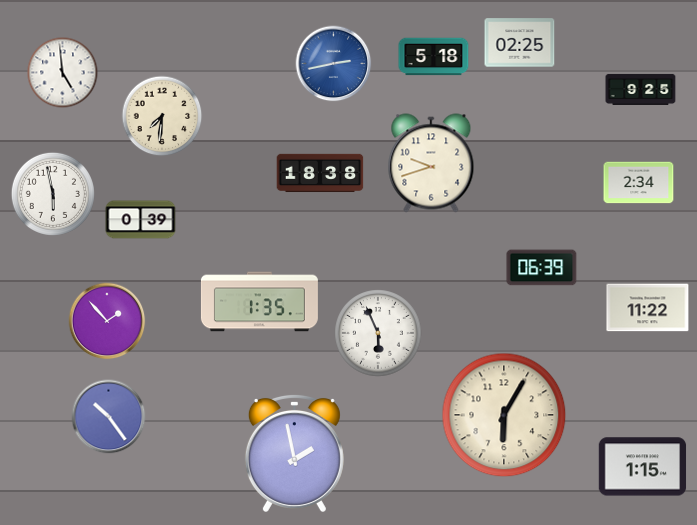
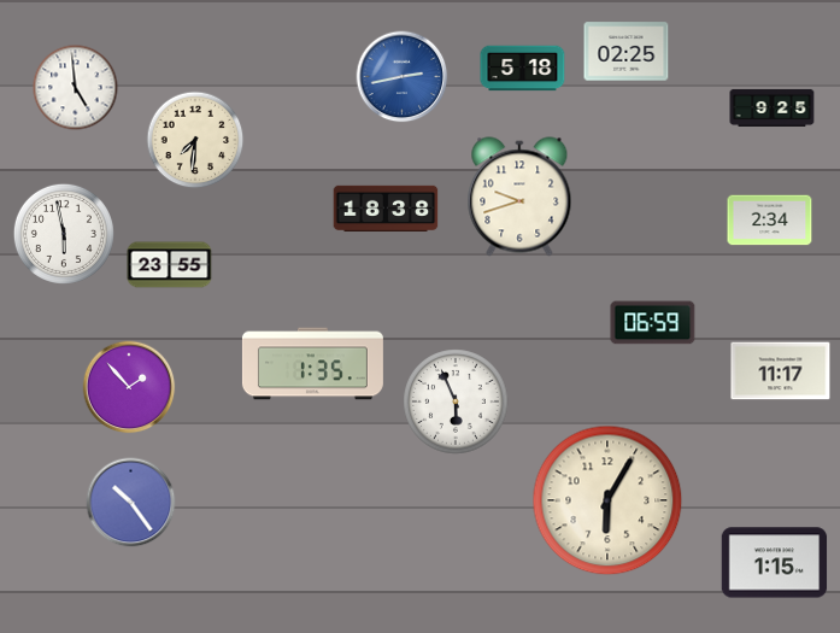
clock at (141, 220): 0:39 -> 23:55
clock at (542, 268): 06:39 -> 06:59
clock at (648, 308): 11:22 -> 11:17
clock at (294, 453): 1:58 -> none
